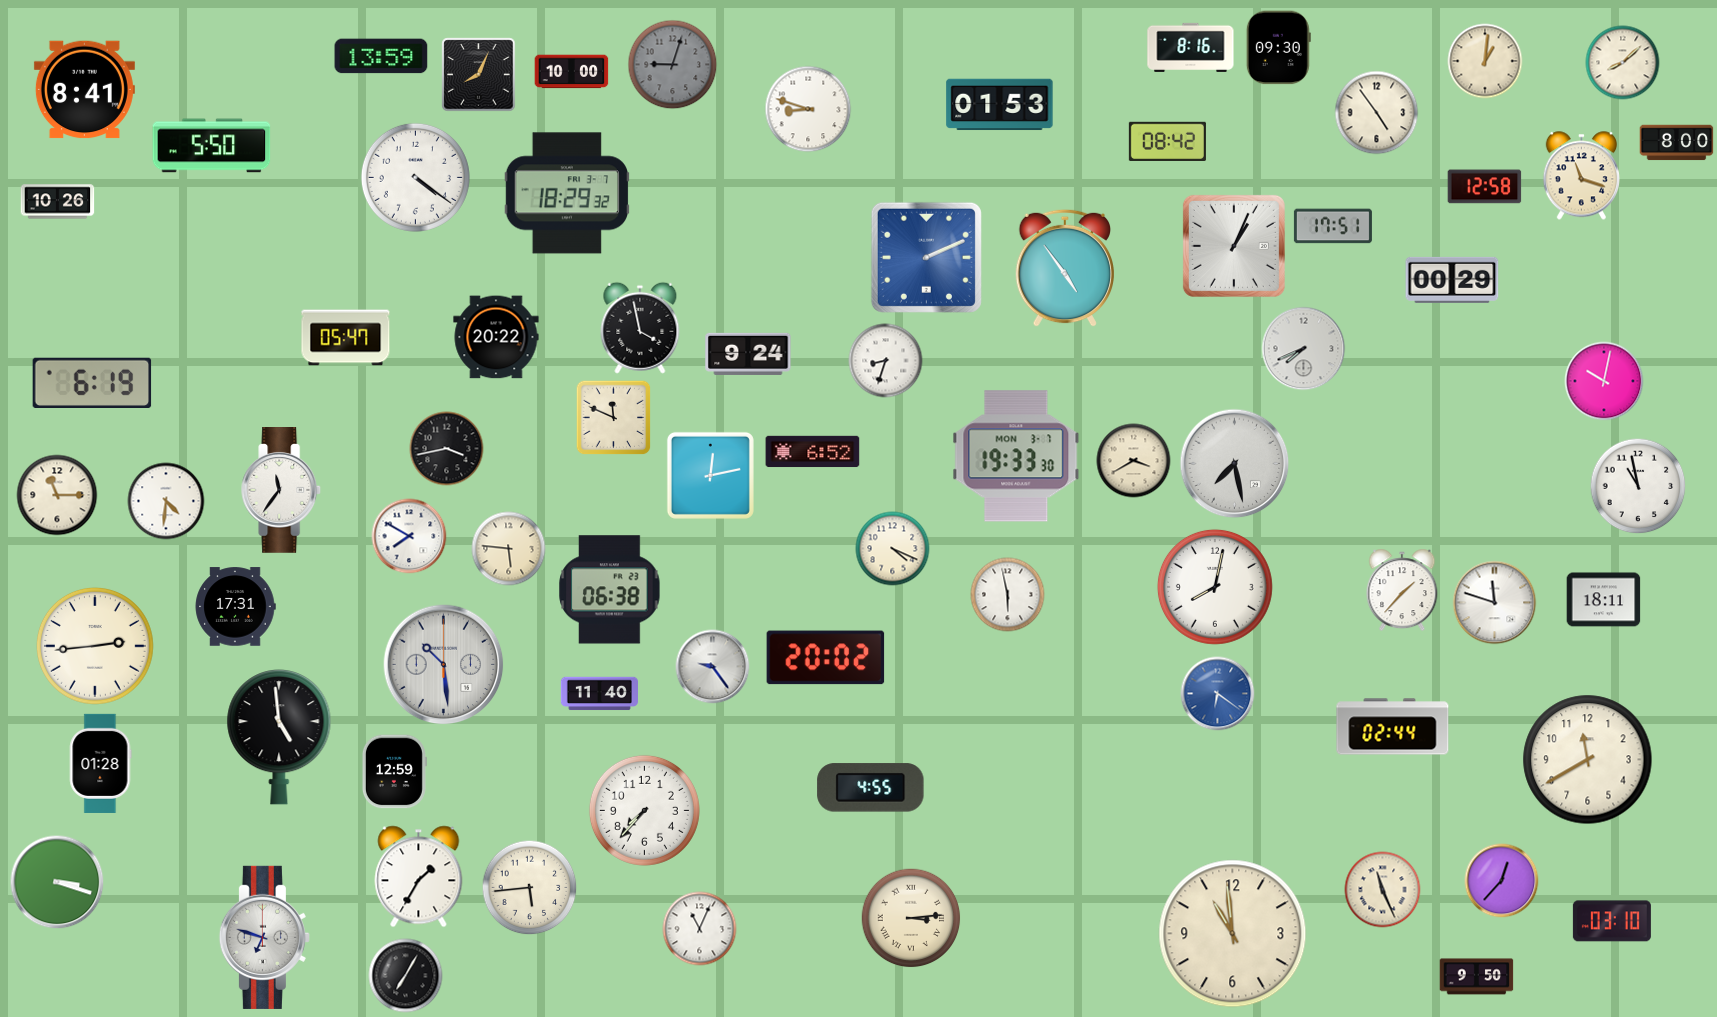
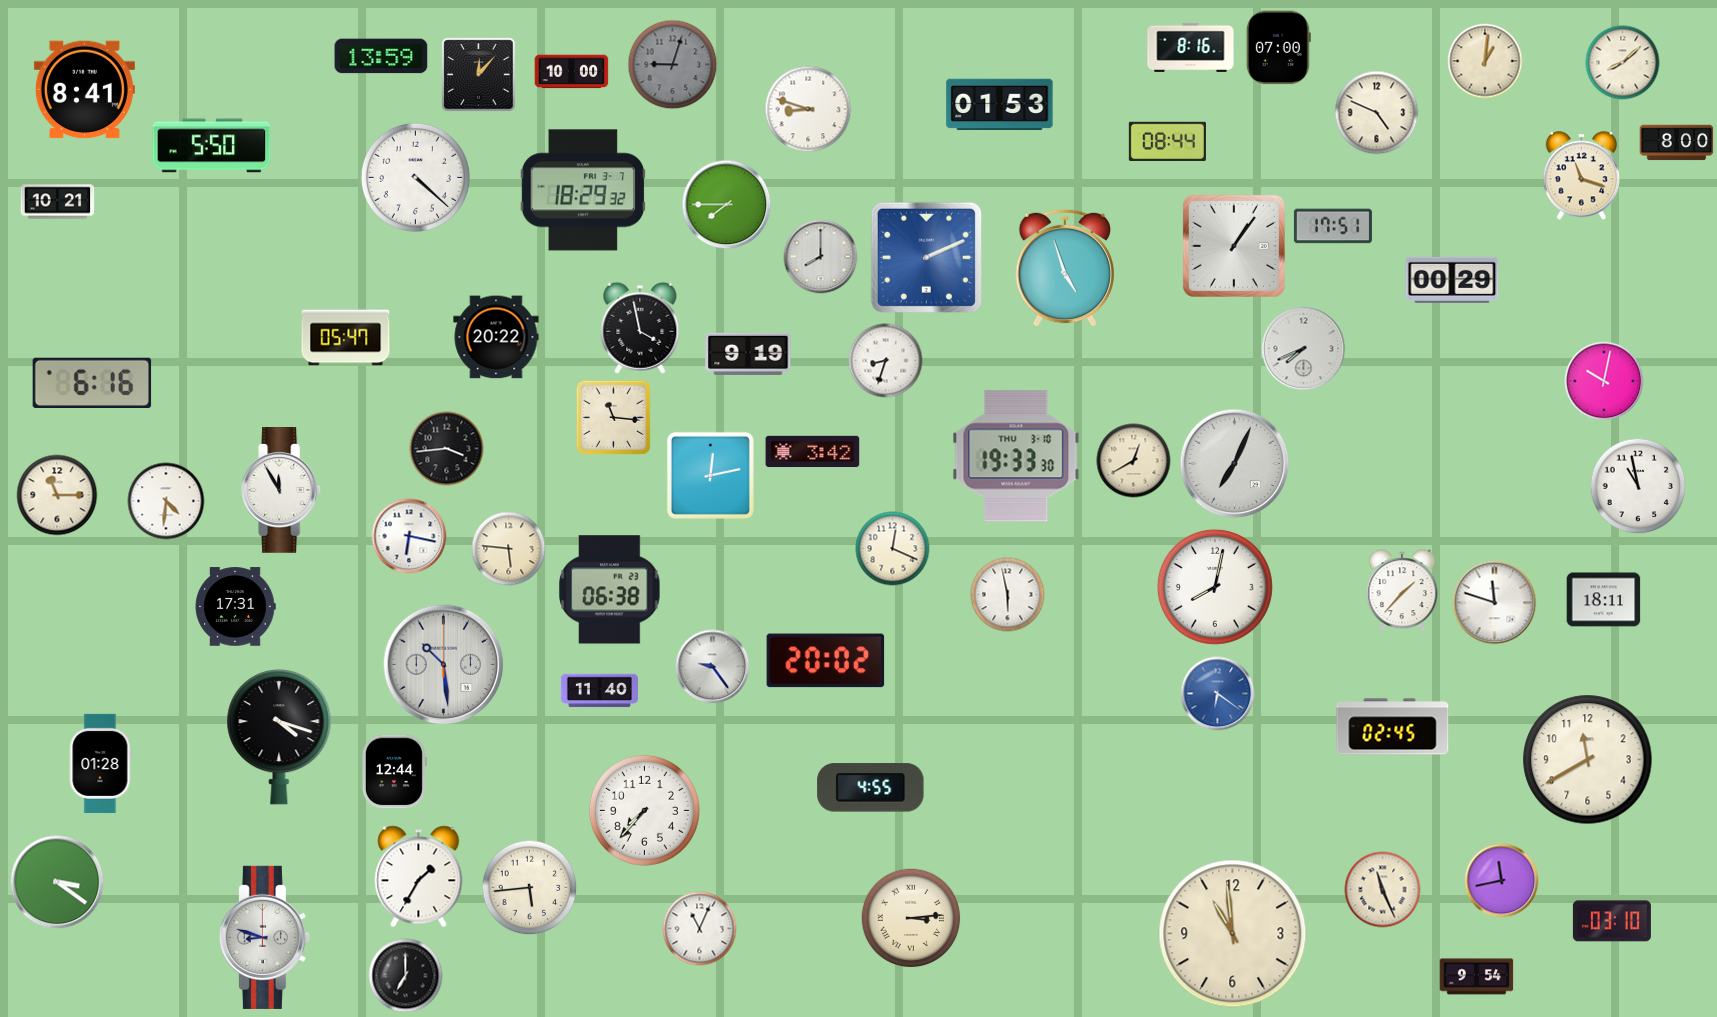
clock at (1278, 48): 09:30 -> 07:00
clock at (479, 75): 8:04 -> 12:07
clock at (1377, 113): 4:54 -> 4:49
clock at (1167, 141): 08:42 -> 08:44
clock at (415, 177): 4:21 -> 4:22
clock at (1485, 187): 12:58 -> none
clock at (566, 193) position: (566, 193) -> (582, 190)
clock at (58, 202): 10:26 -> 10:21
clock at (727, 205): none -> 7:45
clock at (1234, 246): 1:04 -> 1:06
clock at (821, 257): none -> 8:00
clock at (1064, 268): 4:54 -> 4:57
clock at (748, 354): 9:24 -> 9:19
clock at (92, 382): 6:19 -> 6:16
clock at (614, 418): 11:49 -> 11:16
clock at (447, 449): 3:43 -> 3:44
clock at (813, 452): 6:52 -> 3:42
clock at (1016, 456) date: MON 3-7 -> THU 3-10
clock at (1134, 461): 3:40 -> 12:40
clock at (1235, 464): 7:28 -> 7:04
clock at (282, 491): 11:36 -> 11:55
clock at (409, 536): 7:50 -> 6:17
clock at (893, 549): 4:19 -> 12:19
clock at (95, 646): 2:44 -> none
clock at (826, 658) position: (826, 658) -> (826, 661)
clock at (599, 694) position: (599, 694) -> (599, 691)
clock at (1393, 727): 02:44 -> 02:45
clock at (279, 737): 4:59 -> 4:18
clock at (394, 772): 12:59 -> 12:44
clock at (1502, 881): 12:37 -> 11:43
clock at (57, 882): 3:18 -> 3:21
clock at (264, 937): 6:48 -> 8:48
clock at (406, 976): 7:05 -> 7:00
clock at (1477, 977): 9:50 -> 9:54
